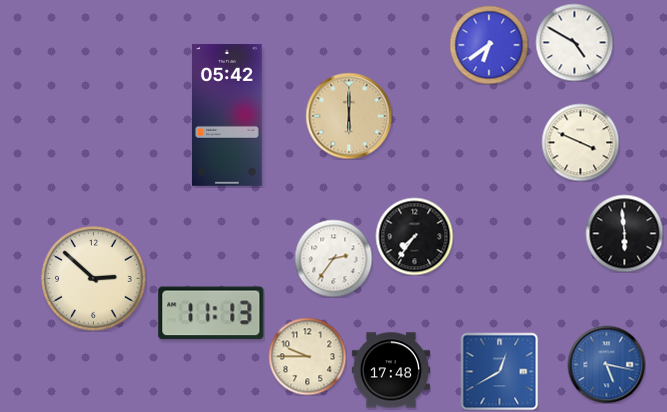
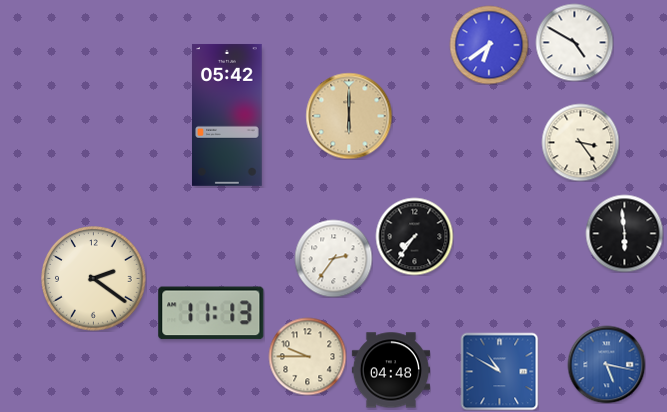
clock at (580, 142): 3:49 -> 3:24
clock at (94, 279): 2:52 -> 2:21
clock at (390, 370): 17:48 -> 04:48
clock at (499, 371): 12:40 -> 10:50
